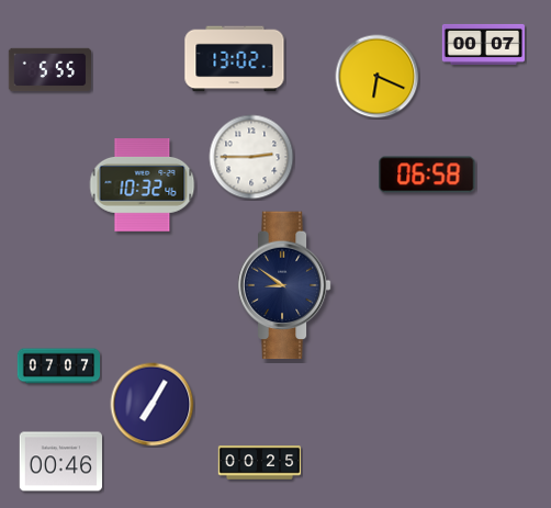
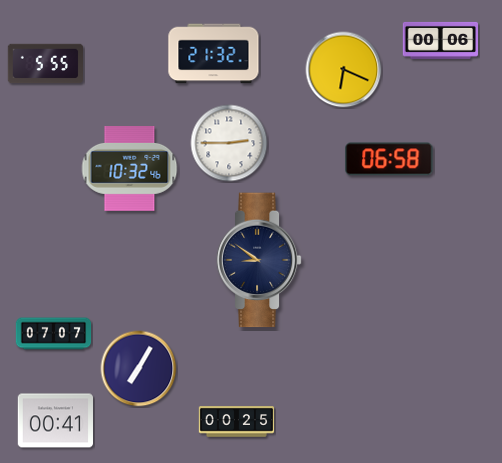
clock at (484, 44): 00:07 -> 00:06
clock at (235, 59): 13:02 -> 21:32
clock at (60, 462): 00:46 -> 00:41
